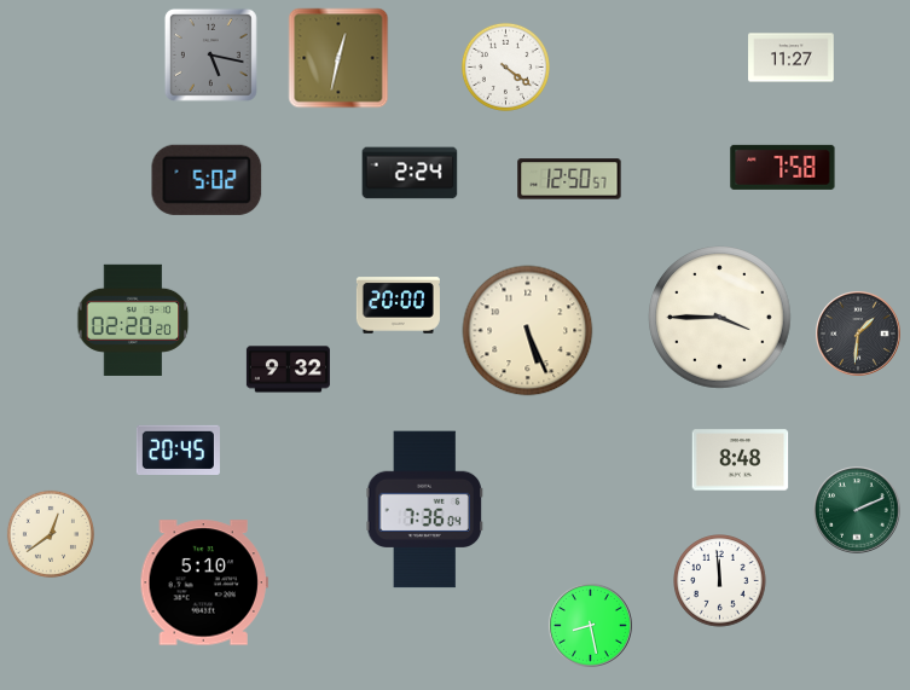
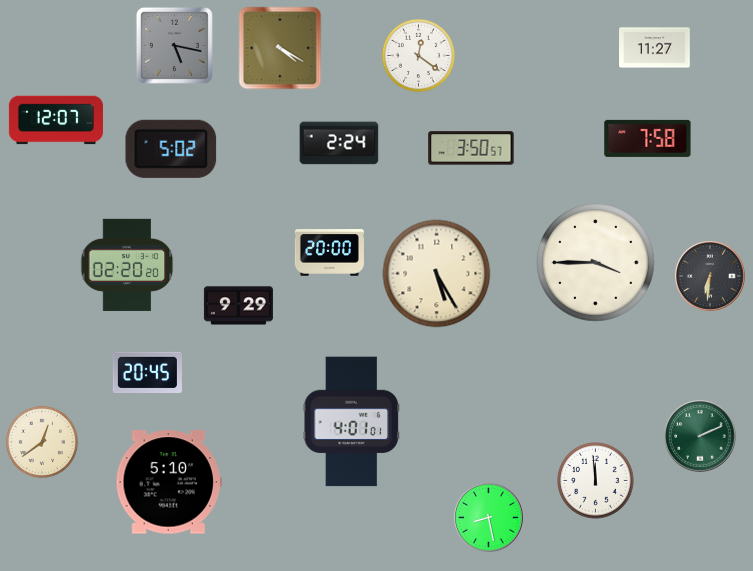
clock at (338, 58): 12:32 -> 4:20
clock at (505, 66): 4:21 -> 12:21
clock at (56, 120): none -> 12:07
clock at (569, 179): 12:50 -> 3:50
clock at (133, 320) position: (133, 320) -> (127, 265)
clock at (528, 331): 5:26 -> 5:25
clock at (859, 335): 1:31 -> 6:31
clock at (288, 370): 9:32 -> 9:29
clock at (741, 460): 8:48 -> none
clock at (424, 510): 7:36 -> 4:01
clock at (857, 510) position: (857, 510) -> (700, 436)
